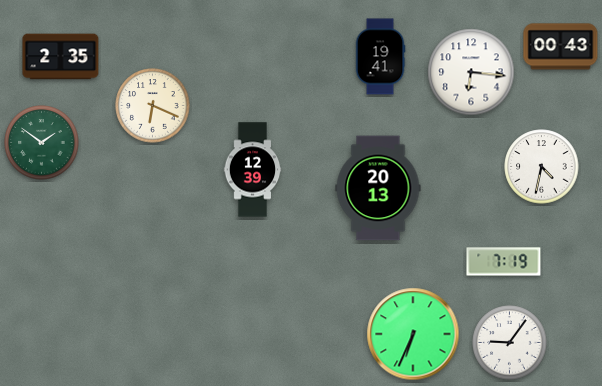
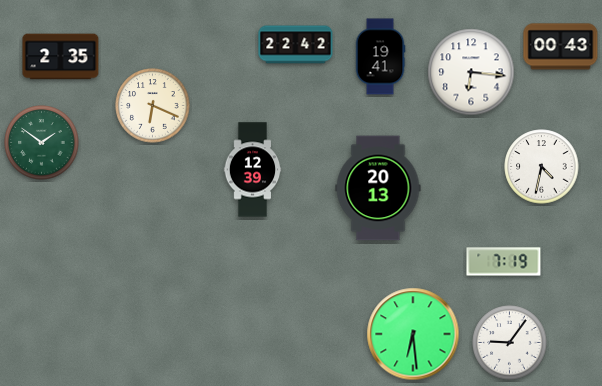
clock at (296, 45): none -> 22:42
clock at (413, 334): 6:34 -> 6:29
